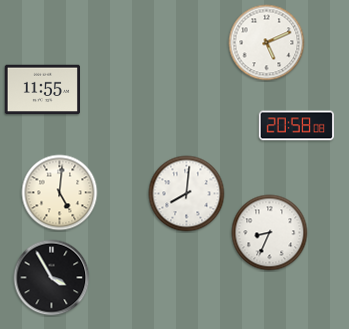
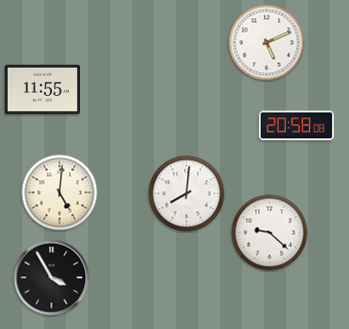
clock at (270, 233): 8:34 -> 9:22
